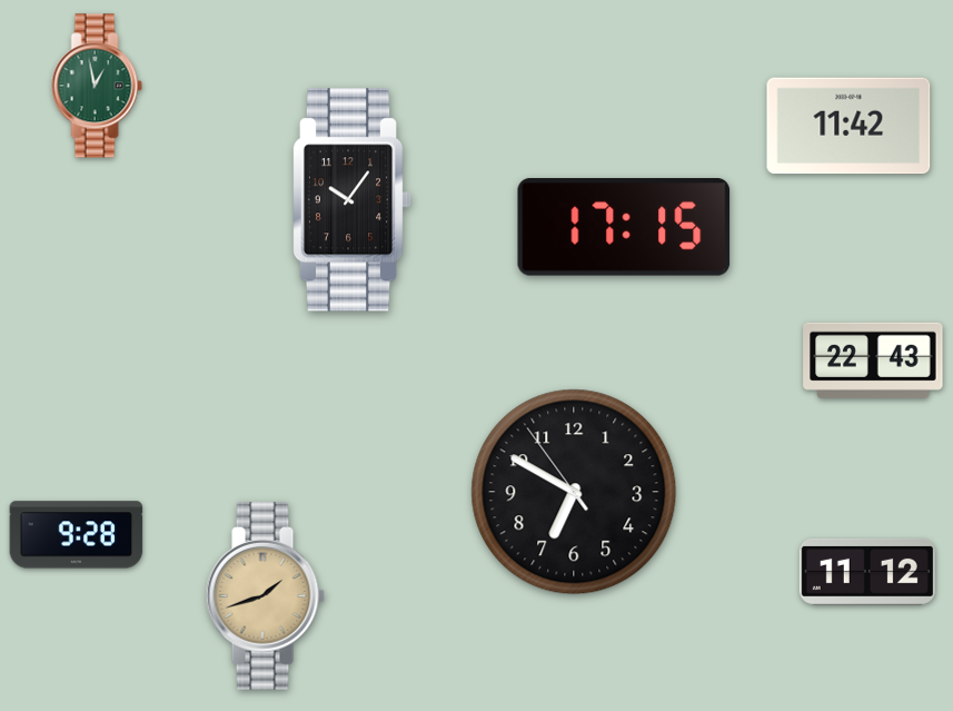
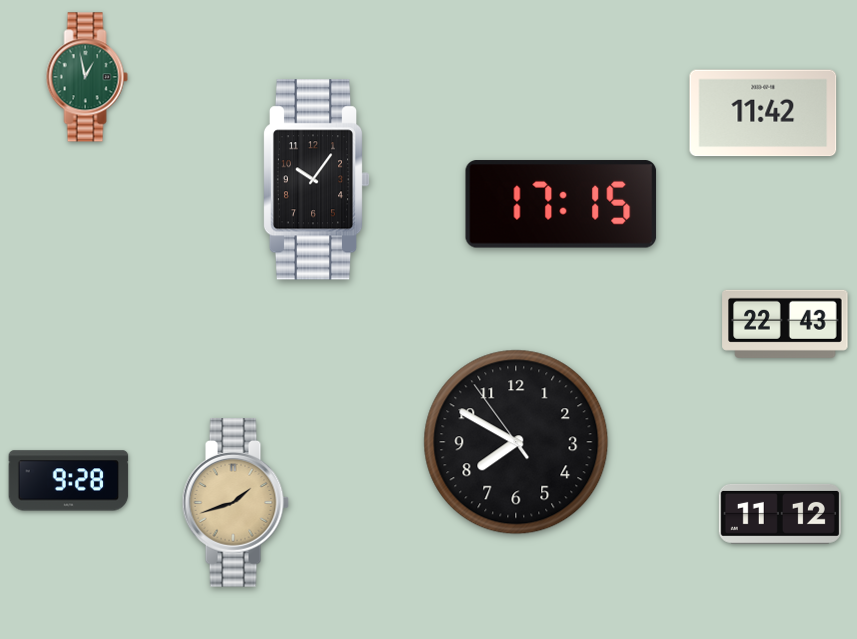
clock at (574, 492): 6:49 -> 7:49
clock at (265, 596) position: (265, 596) -> (235, 503)
